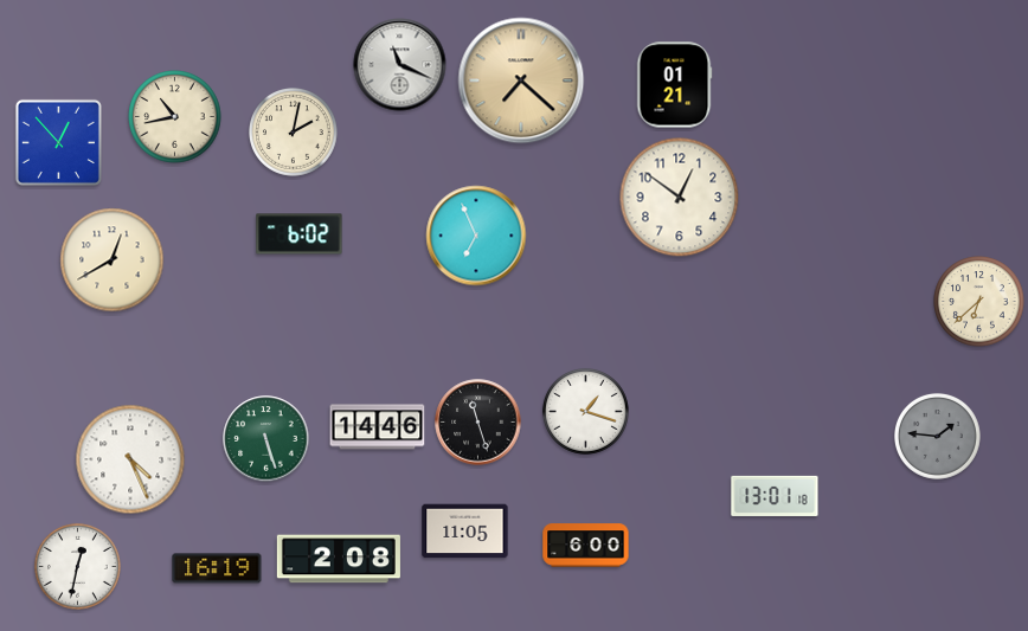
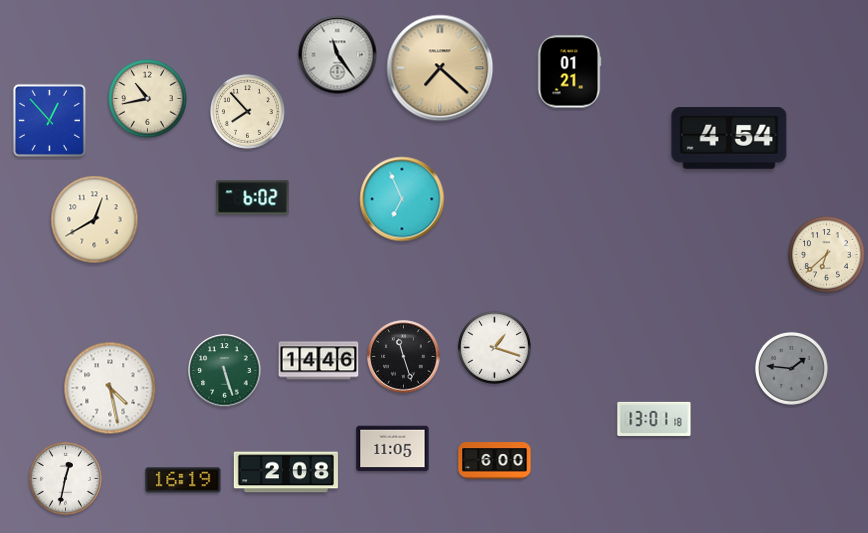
clock at (400, 65): 11:19 -> 11:24
clock at (294, 133): 2:02 -> 7:53
clock at (729, 138): none -> 4:54
clock at (680, 198): 12:51 -> none
clock at (130, 459): 4:26 -> 4:28
